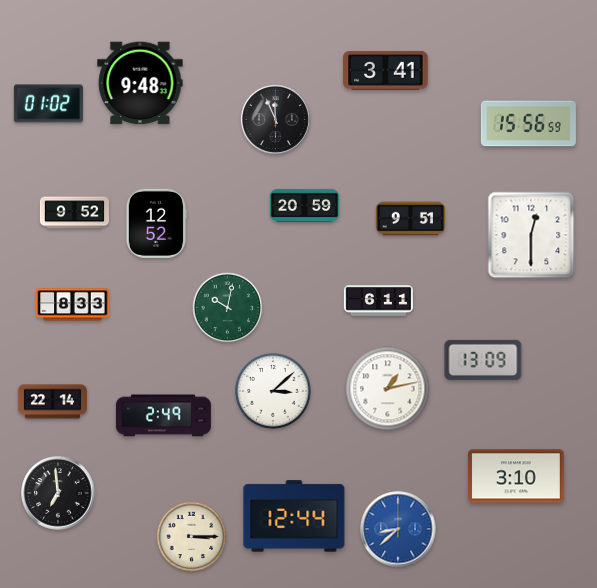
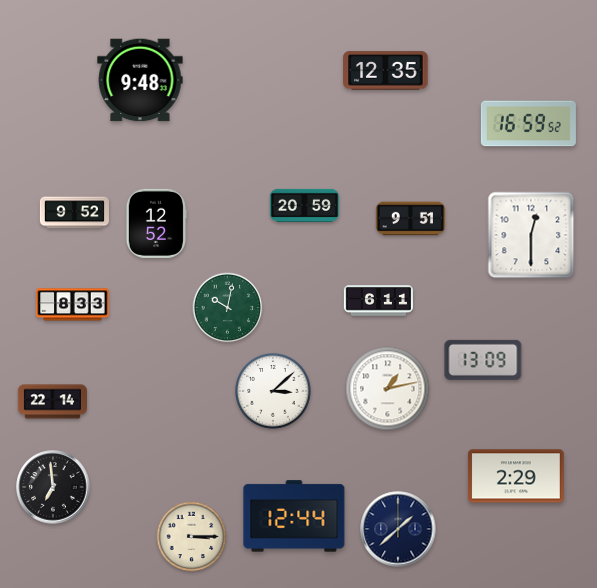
clock at (386, 71): 3:41 -> 12:35
clock at (140, 83) position: (140, 83) -> (140, 80)
clock at (48, 104): 01:02 -> none
clock at (275, 119): 11:56 -> none
clock at (528, 124): 15:56 -> 16:59
clock at (163, 416): 2:49 -> none
clock at (516, 476): 3:10 -> 2:29
clock at (58, 493) position: (58, 493) -> (53, 487)
clock at (398, 529): 8:38 -> 1:38
clock at (398, 529) dial: blue -> navy
